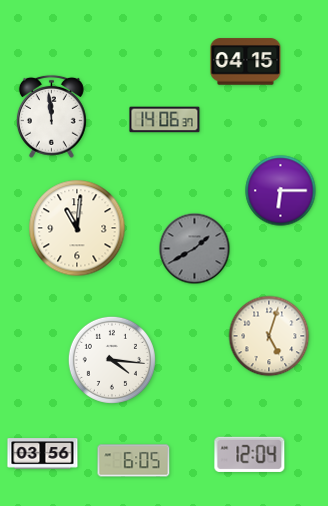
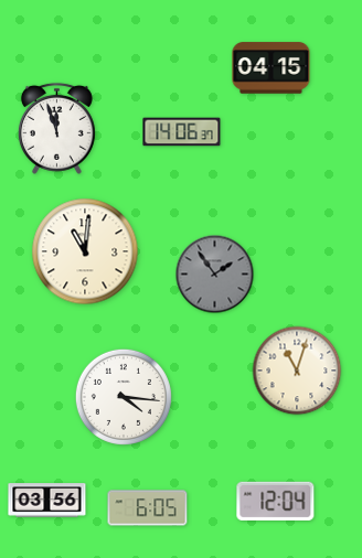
clock at (51, 116): 11:59 -> 11:57
clock at (281, 191): 6:15 -> none
clock at (195, 249): 1:40 -> 1:54
clock at (269, 336): 5:03 -> 11:03
